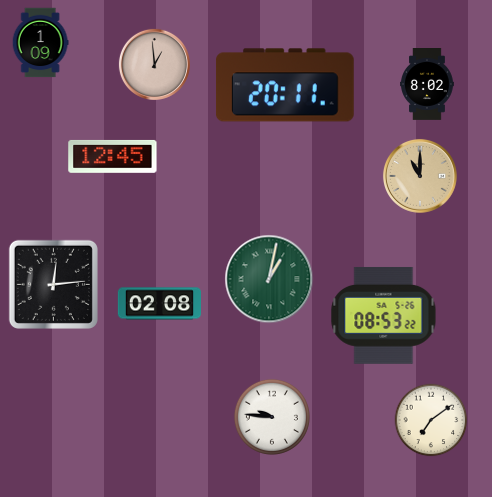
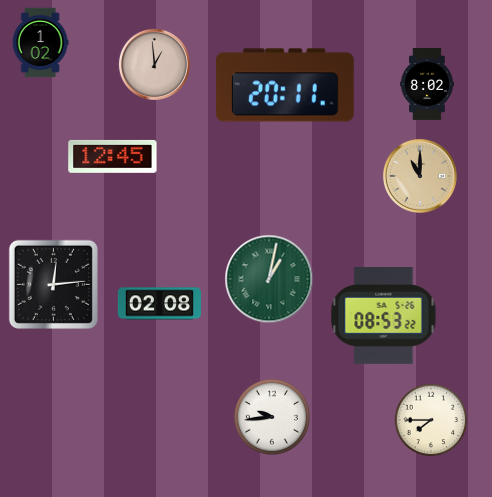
clock at (40, 43): 1:09 -> 1:02
clock at (272, 417): 9:46 -> 9:44
clock at (431, 420): 7:09 -> 7:45
